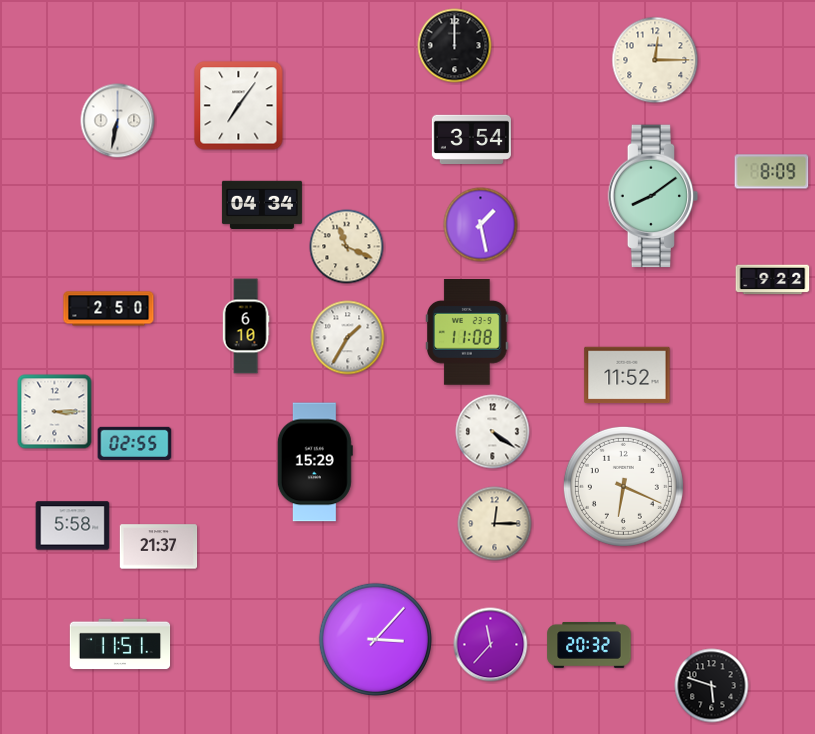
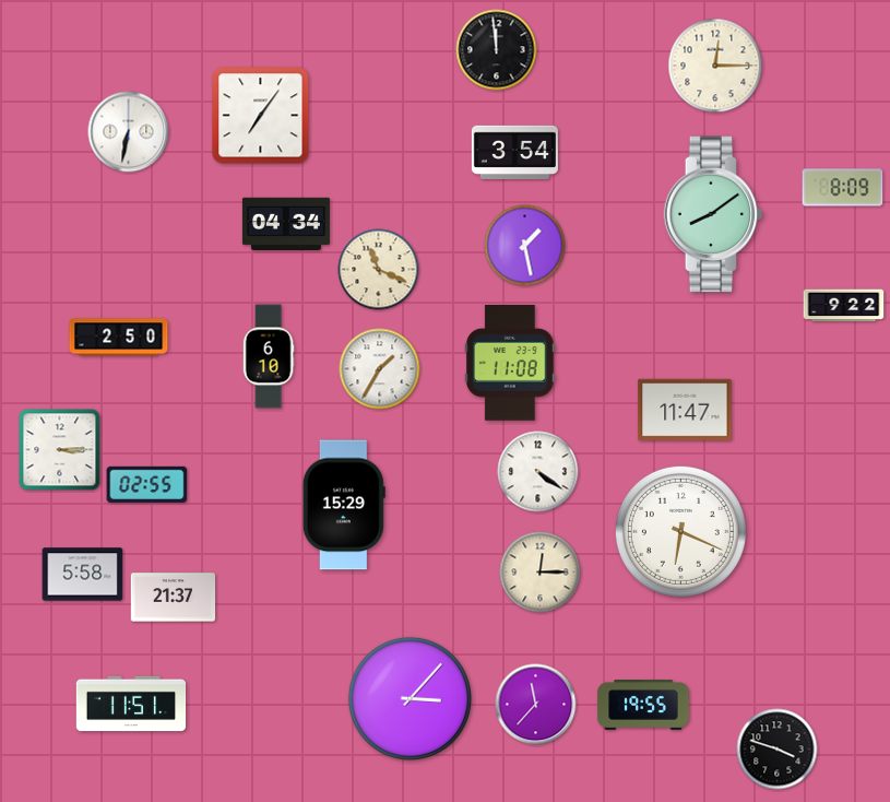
clock at (455, 46): 12:00 -> 11:59
clock at (627, 375): 11:52 -> 11:47
clock at (73, 526) position: (73, 526) -> (83, 575)
clock at (589, 646): 20:32 -> 19:55
clock at (712, 686): 5:48 -> 3:48
